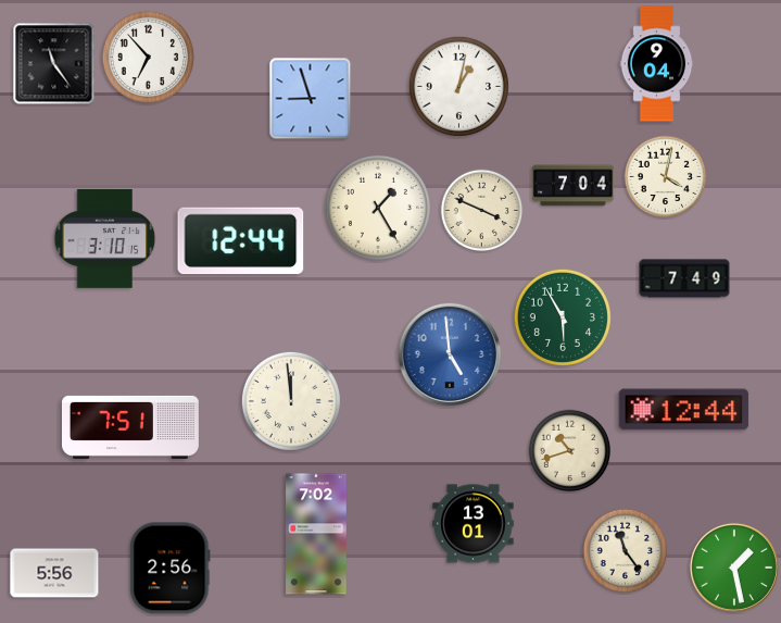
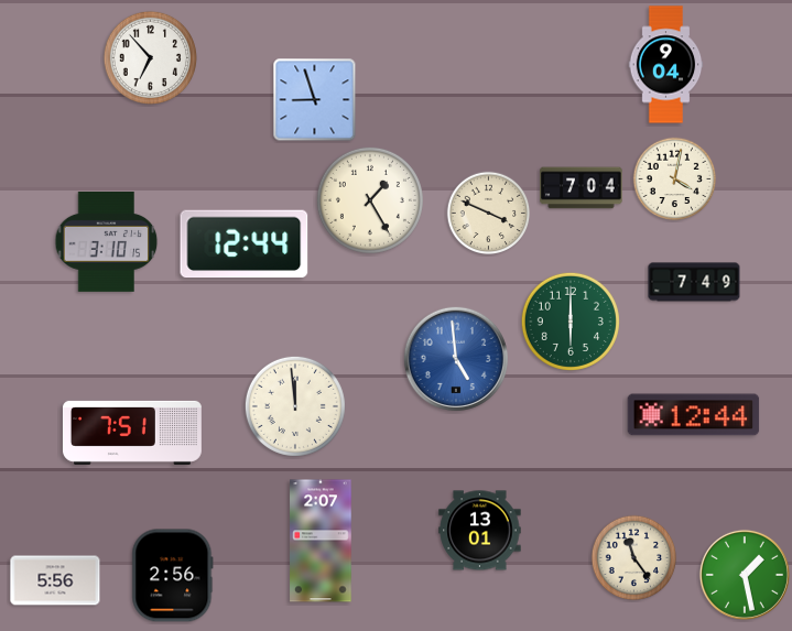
clock at (54, 64): 11:24 -> none
clock at (458, 86): 1:02 -> none
clock at (378, 208) position: (378, 208) -> (370, 200)
clock at (563, 317): 5:55 -> 6:00
clock at (570, 451): 10:42 -> none
clock at (316, 534): 7:02 -> 2:07
